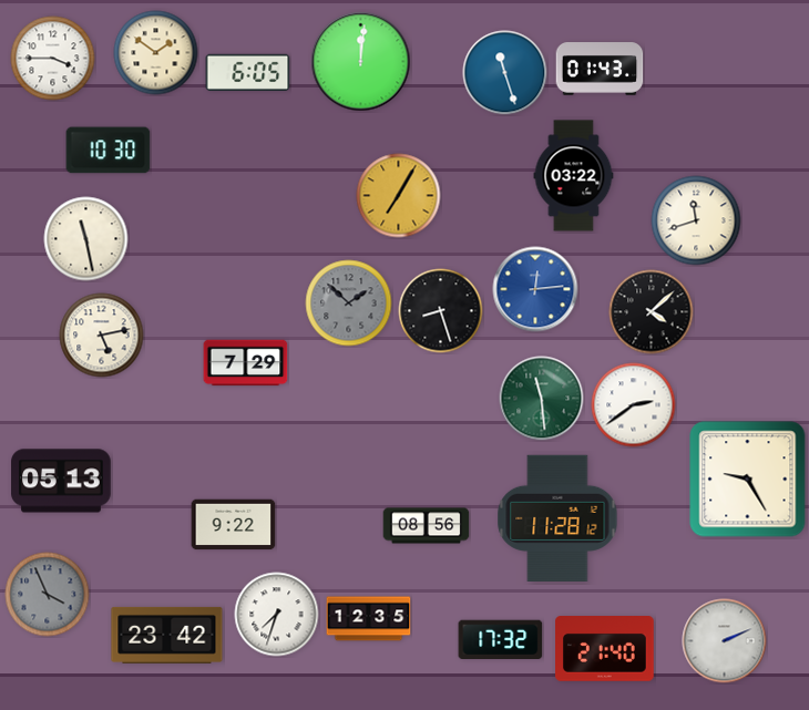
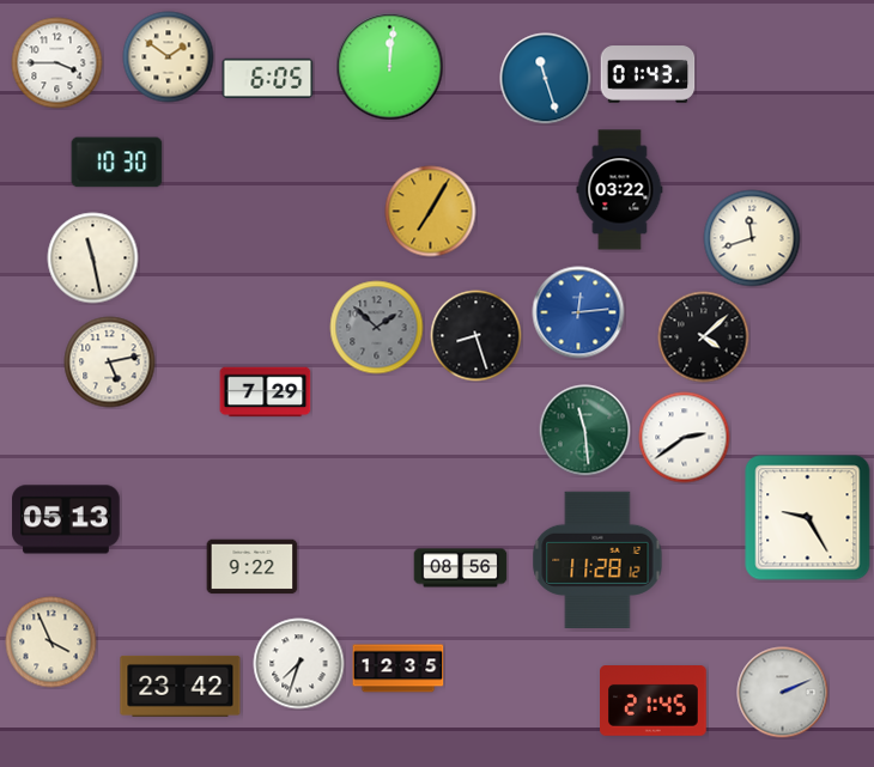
clock at (557, 517) position: (557, 517) -> (597, 559)
clock at (48, 595) dial: grey -> cream
clock at (501, 639): 17:32 -> none
clock at (605, 649): 21:40 -> 21:45
